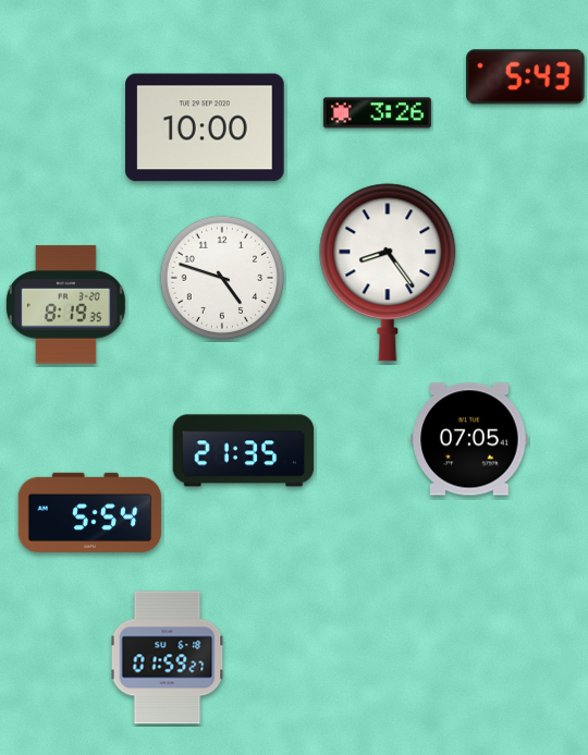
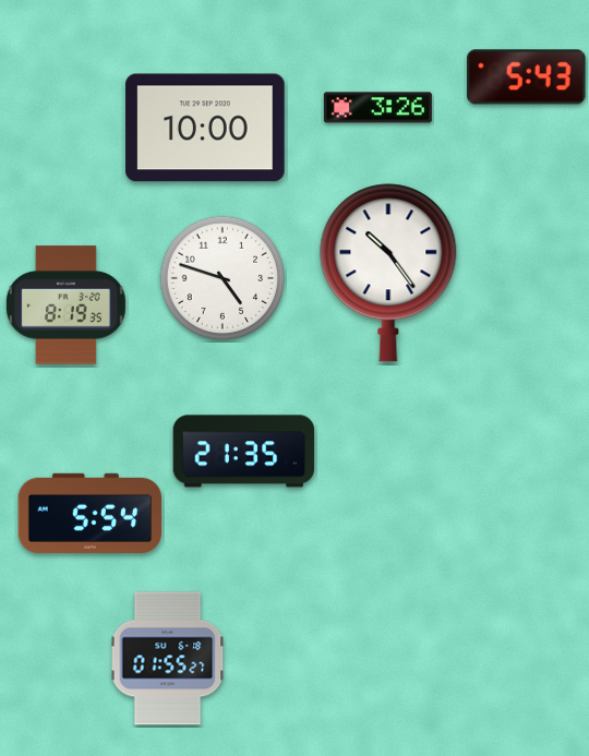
clock at (377, 113) position: (377, 113) -> (377, 108)
clock at (388, 272): 8:24 -> 10:24
clock at (469, 439): 07:05 -> none
clock at (168, 658): 01:59 -> 01:55
